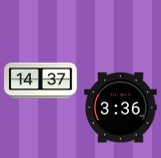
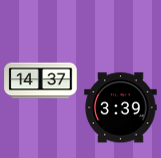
clock at (121, 108): 3:36 -> 3:39
